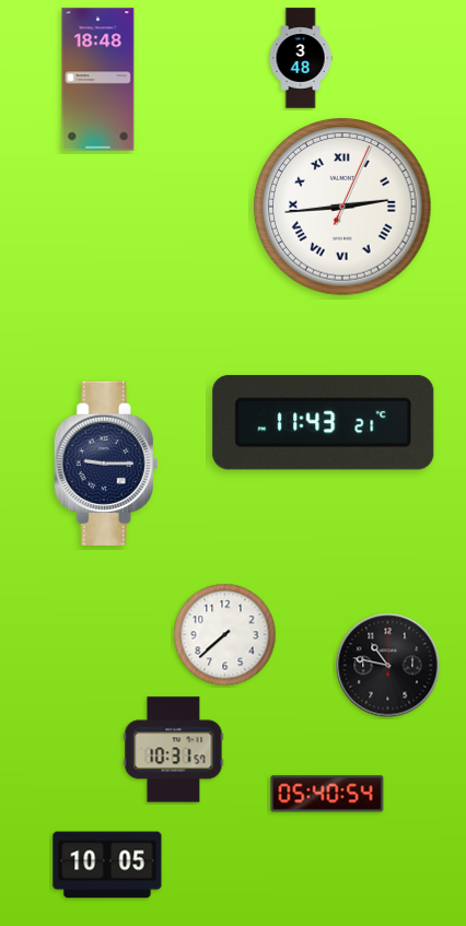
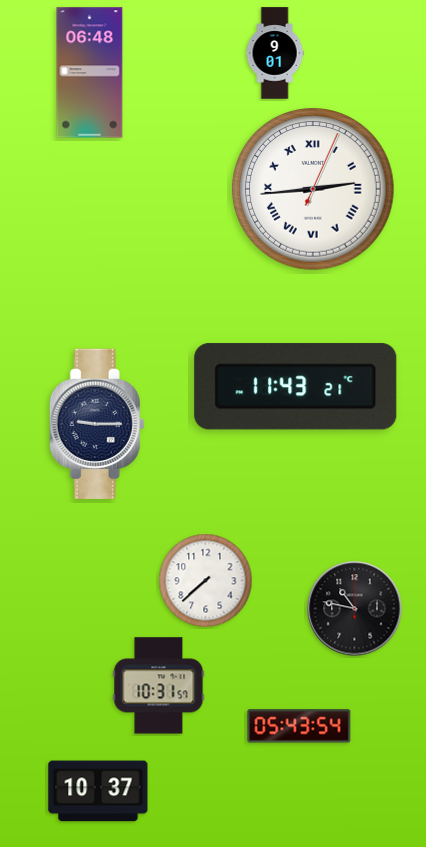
clock at (301, 58): 3:48 -> 9:01
clock at (98, 80): 18:48 -> 06:48
clock at (327, 794): 05:40 -> 05:43
clock at (107, 865): 10:05 -> 10:37
